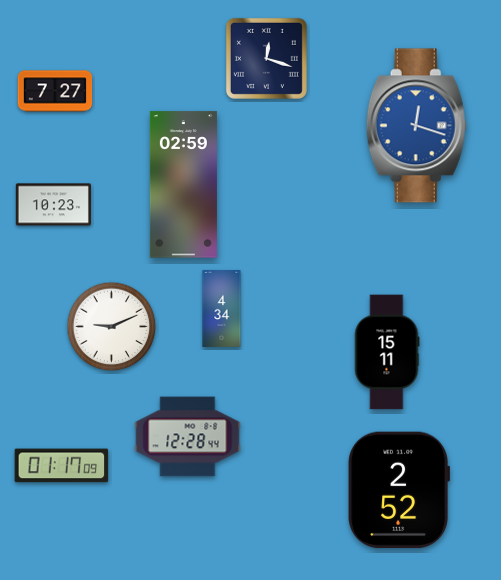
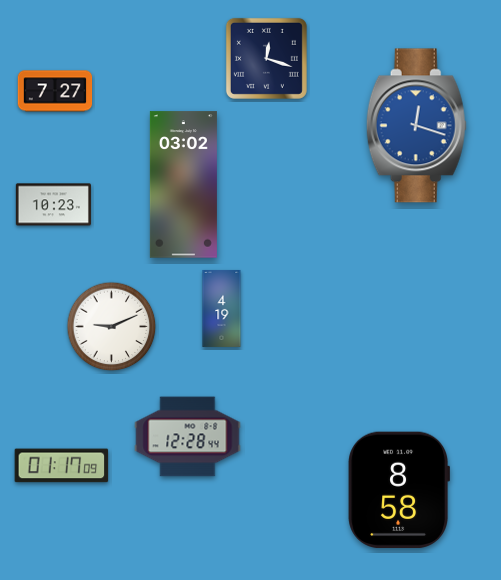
clock at (183, 185): 02:59 -> 03:02
clock at (222, 308): 4:34 -> 4:19
clock at (387, 352): 15:11 -> none
clock at (398, 490): 2:52 -> 8:58
